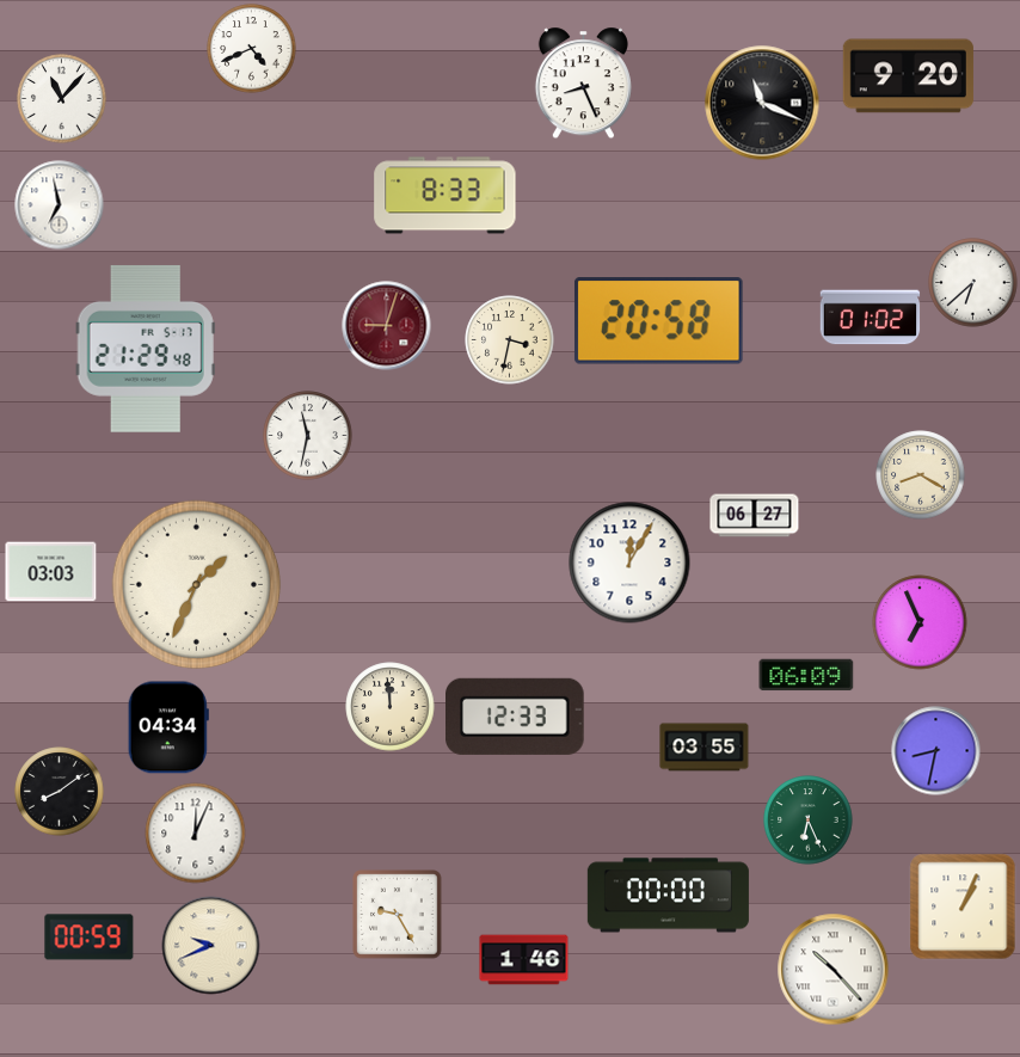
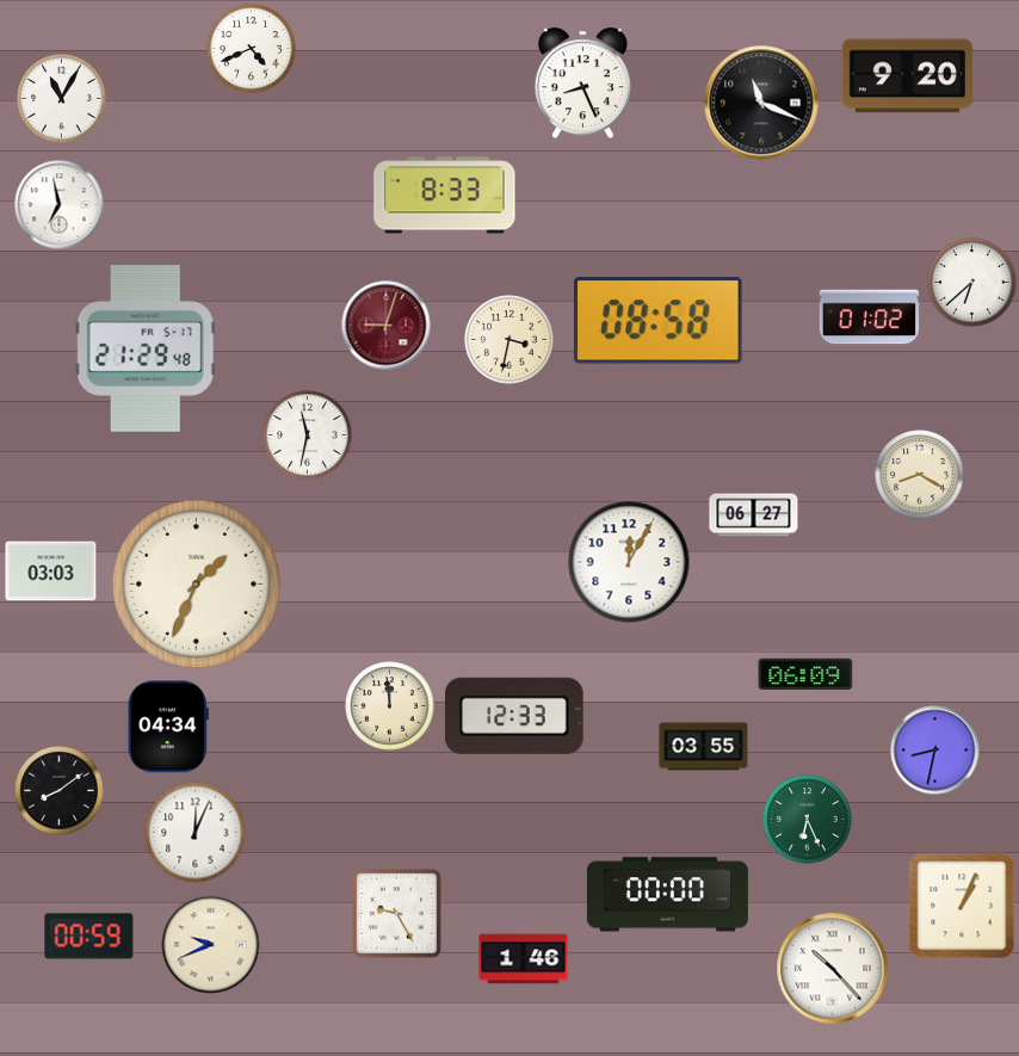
clock at (62, 99): 11:07 -> 11:05
clock at (658, 321): 20:58 -> 08:58
clock at (920, 622): 6:56 -> none
